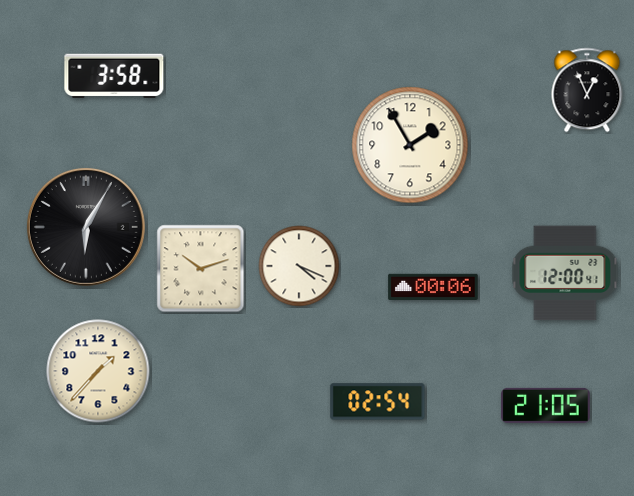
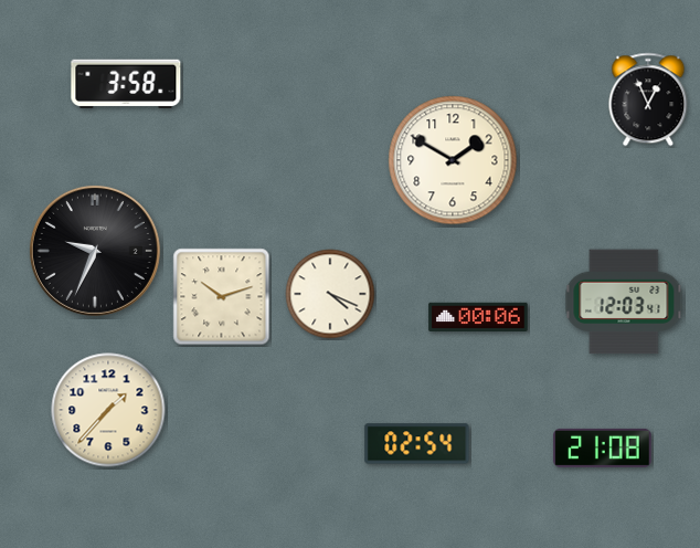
clock at (410, 145): 1:55 -> 1:50
clock at (86, 227): 6:05 -> 9:34
clock at (565, 273): 12:00 -> 12:03
clock at (546, 405): 21:05 -> 21:08
